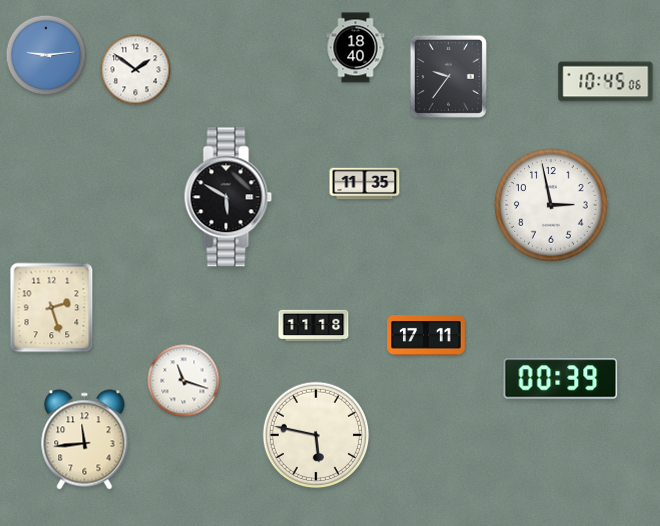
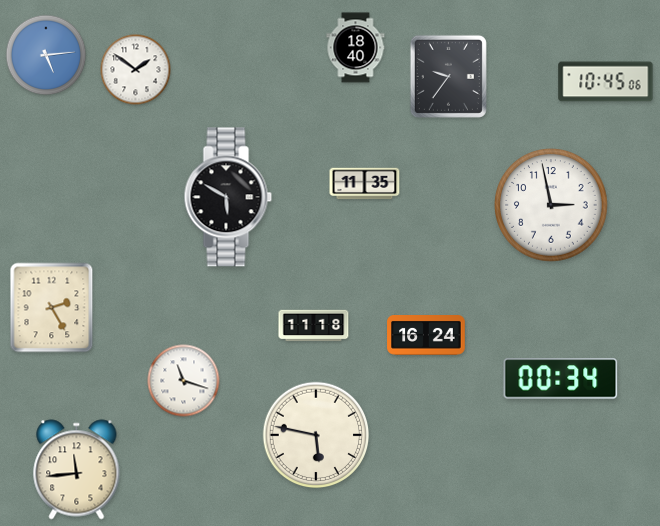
clock at (46, 55): 9:14 -> 5:14
clock at (52, 308): 2:27 -> 2:25
clock at (426, 336): 17:11 -> 16:24
clock at (561, 379): 00:39 -> 00:34
clock at (85, 440) position: (85, 440) -> (77, 470)
